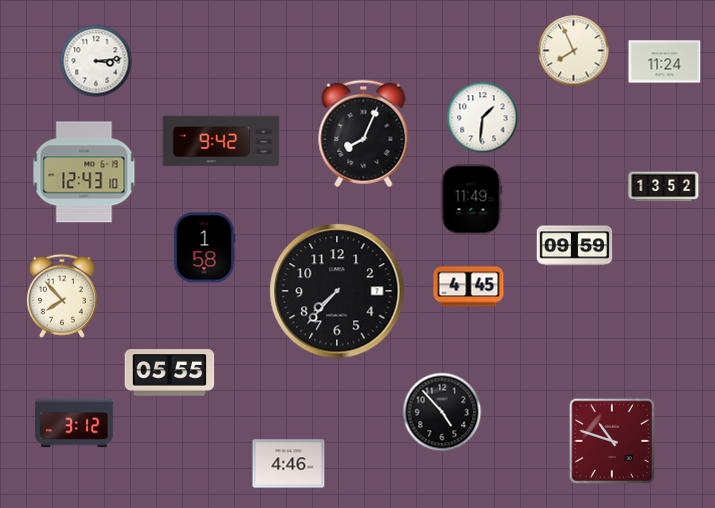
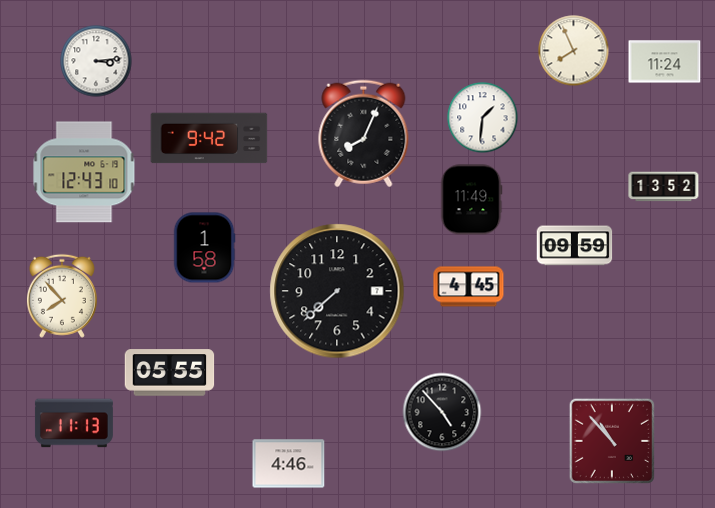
clock at (221, 141) position: (221, 141) -> (209, 138)
clock at (337, 291): 7:37 -> 7:38
clock at (74, 423): 3:12 -> 11:13
clock at (611, 440): 10:48 -> 10:53
